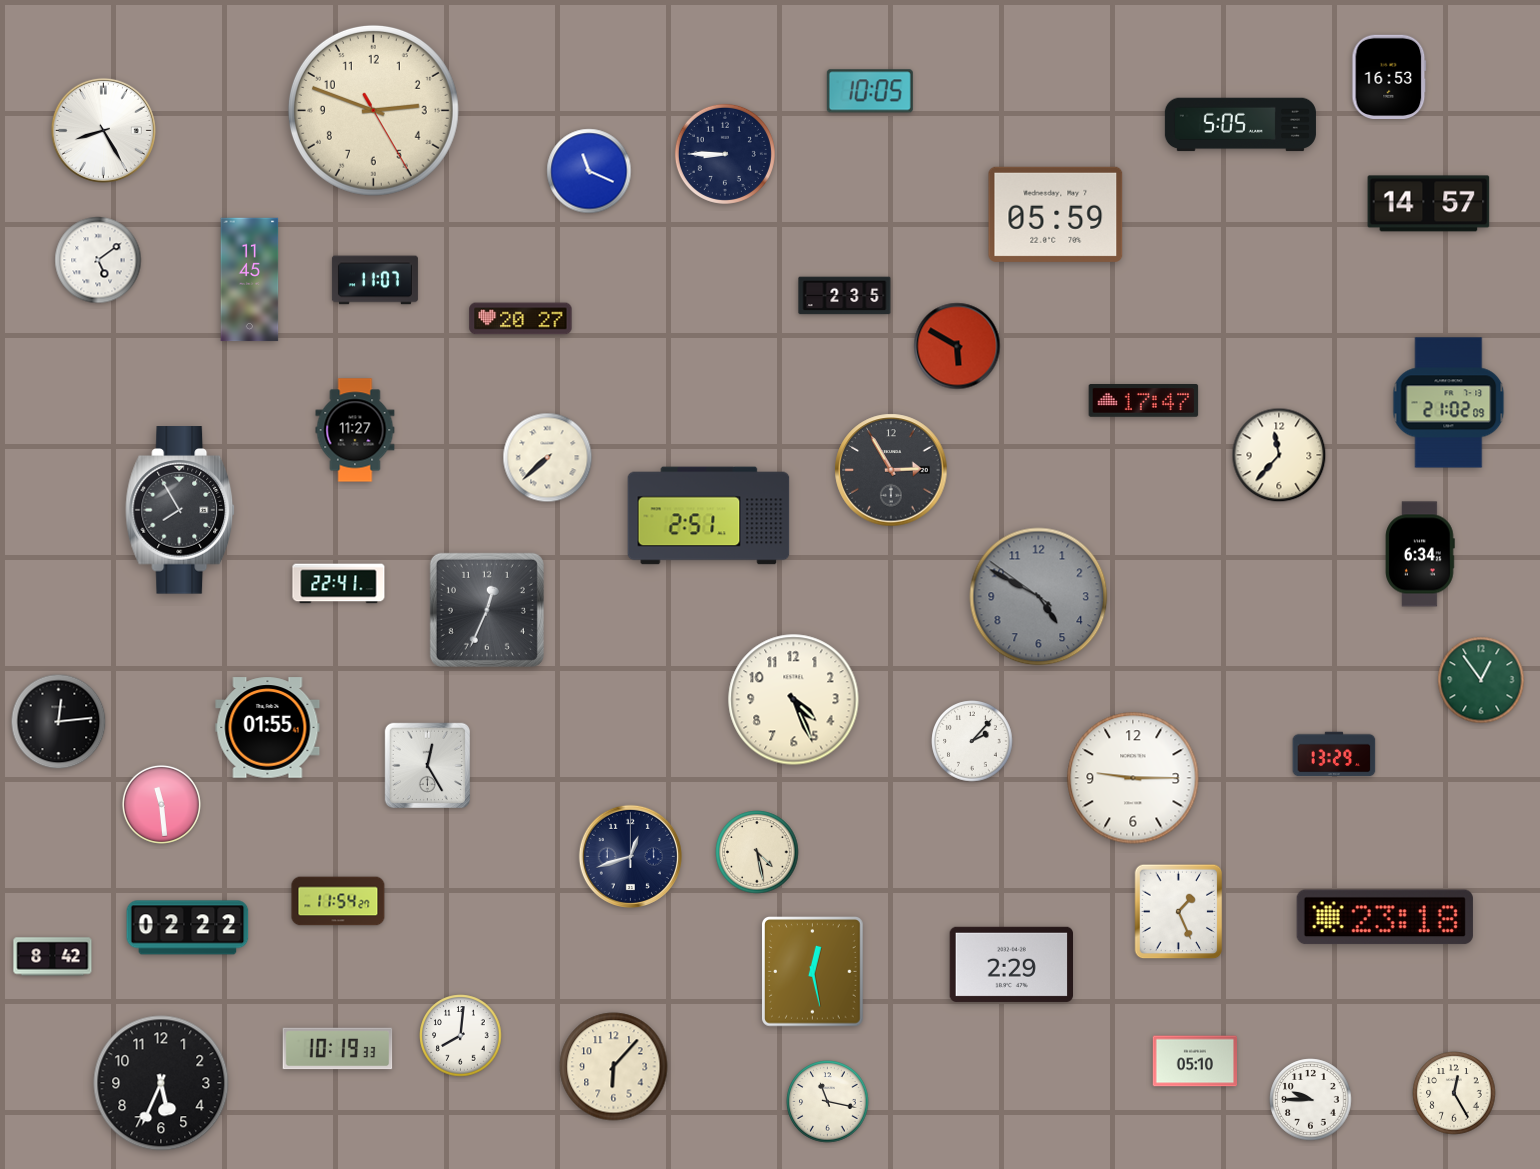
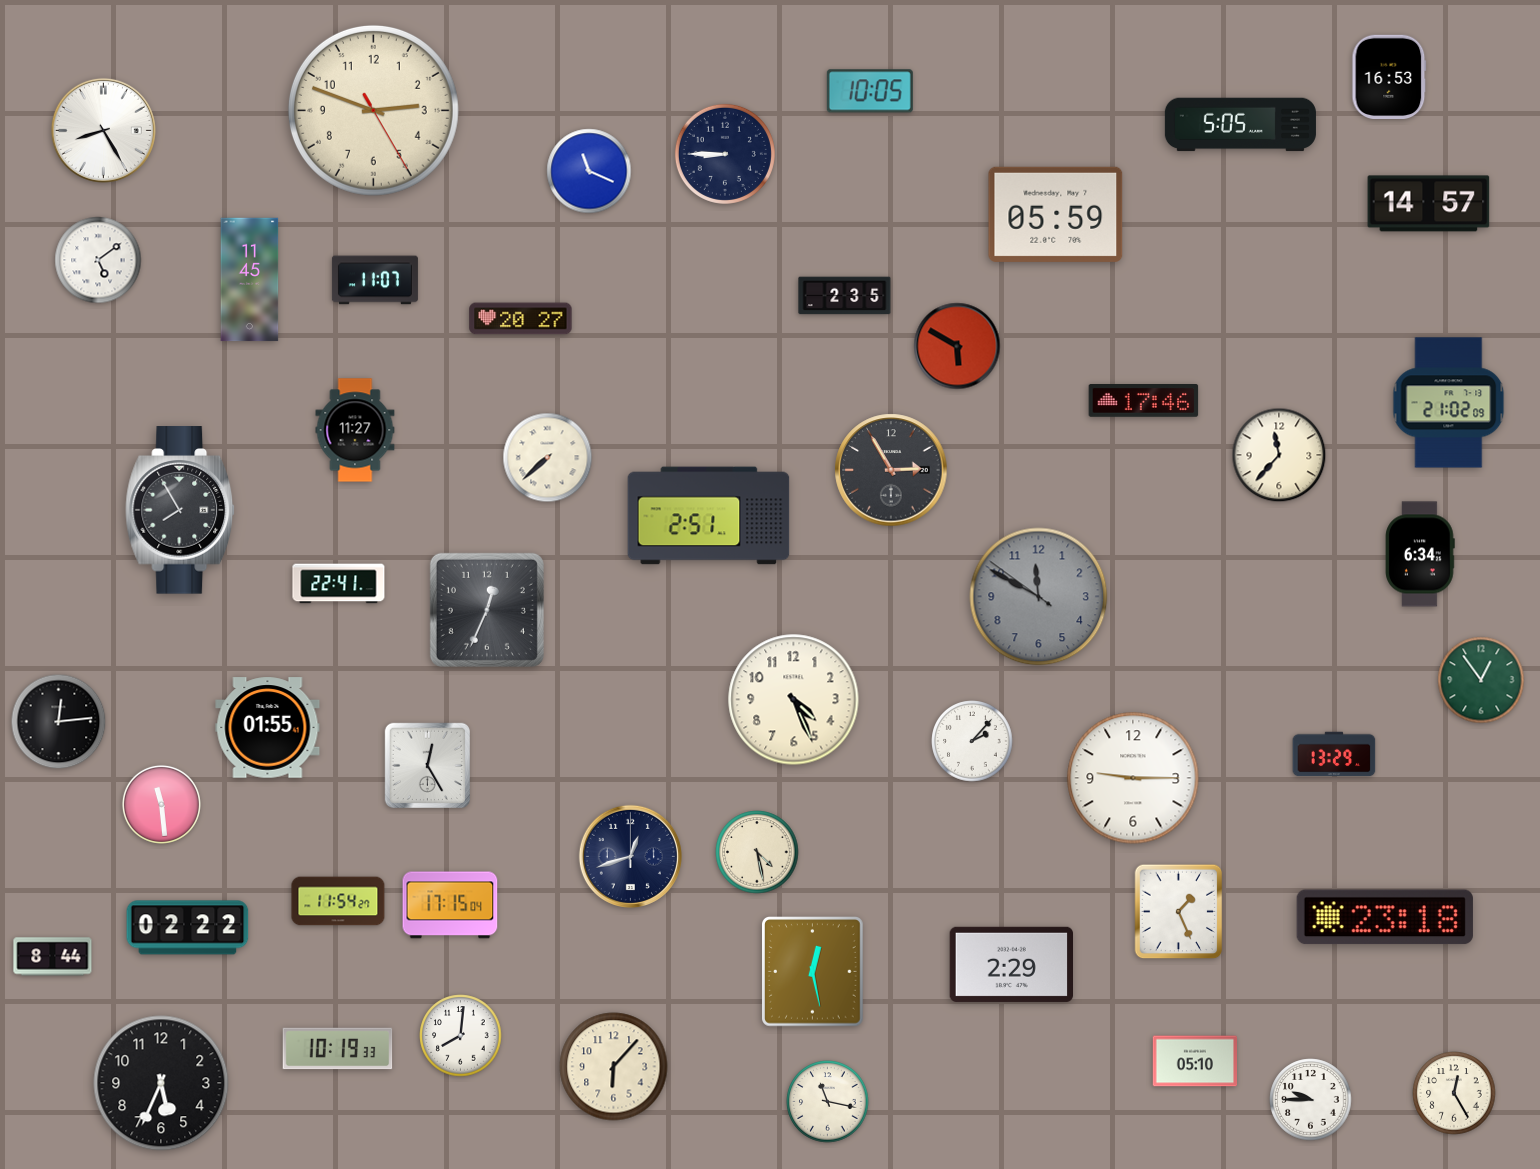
clock at (1144, 401): 17:47 -> 17:46
clock at (1039, 597): 4:49 -> 11:49
clock at (450, 905): none -> 17:15
clock at (53, 957): 8:42 -> 8:44
